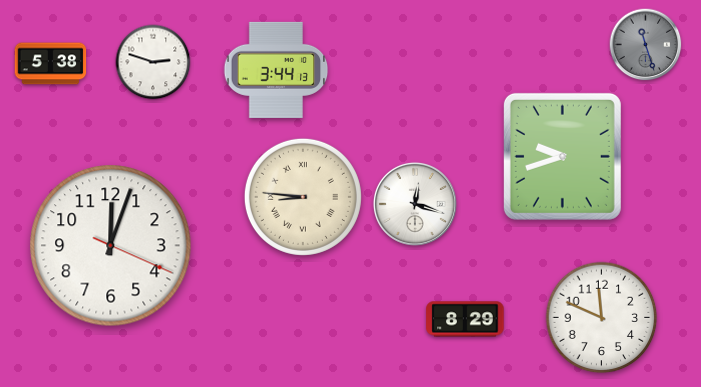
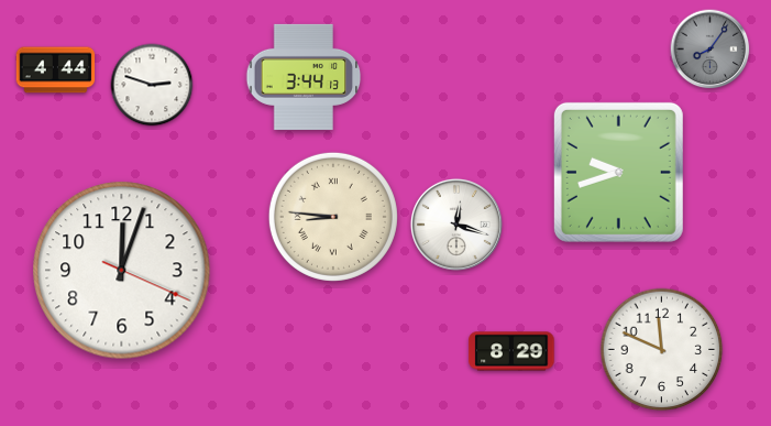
clock at (646, 45): 11:27 -> 8:06
clock at (153, 62) position: (153, 62) -> (152, 85)
clock at (51, 64): 5:38 -> 4:44
